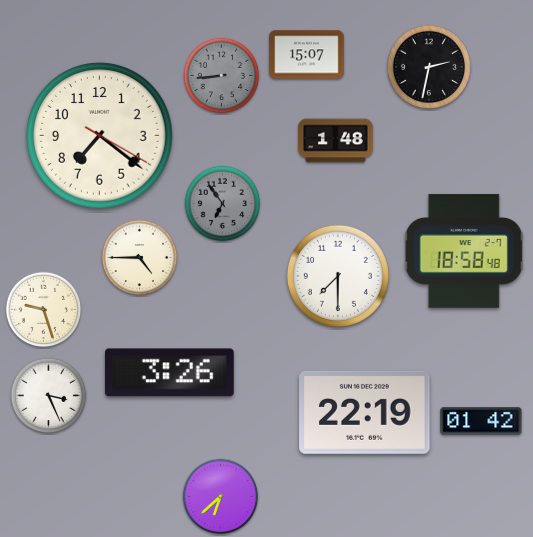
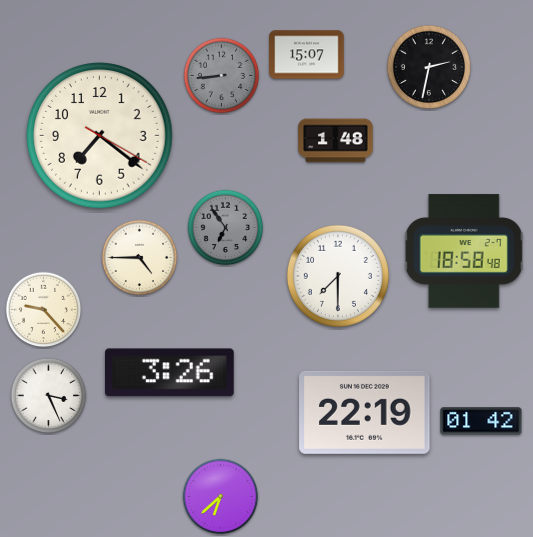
clock at (223, 204) position: (223, 204) -> (226, 228)
clock at (44, 310): 9:27 -> 9:23
